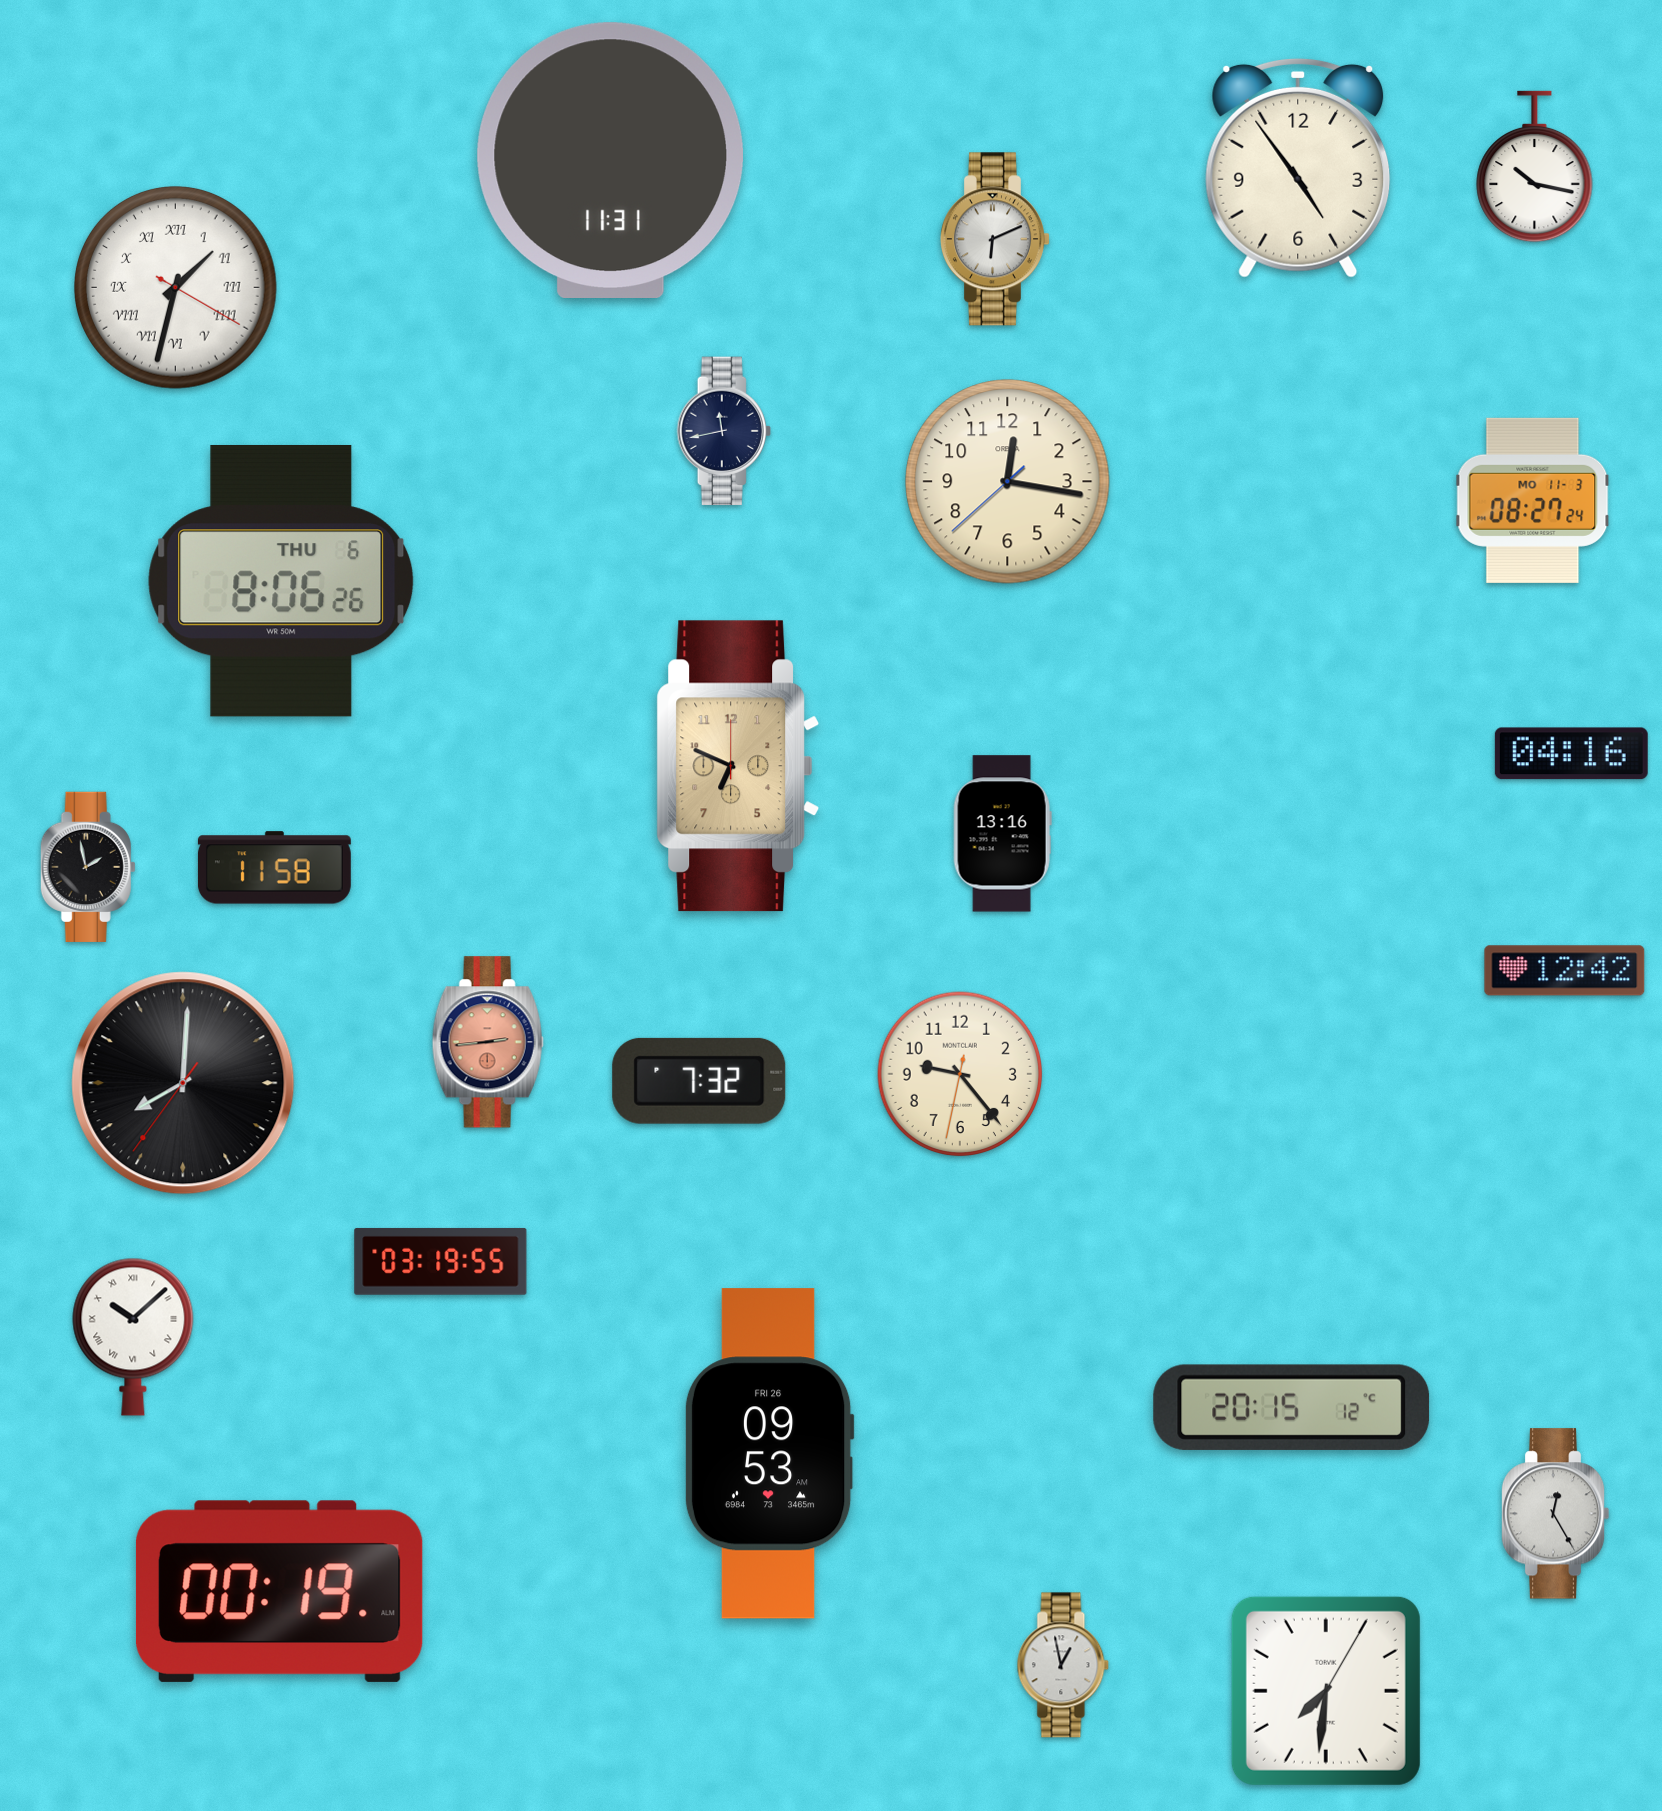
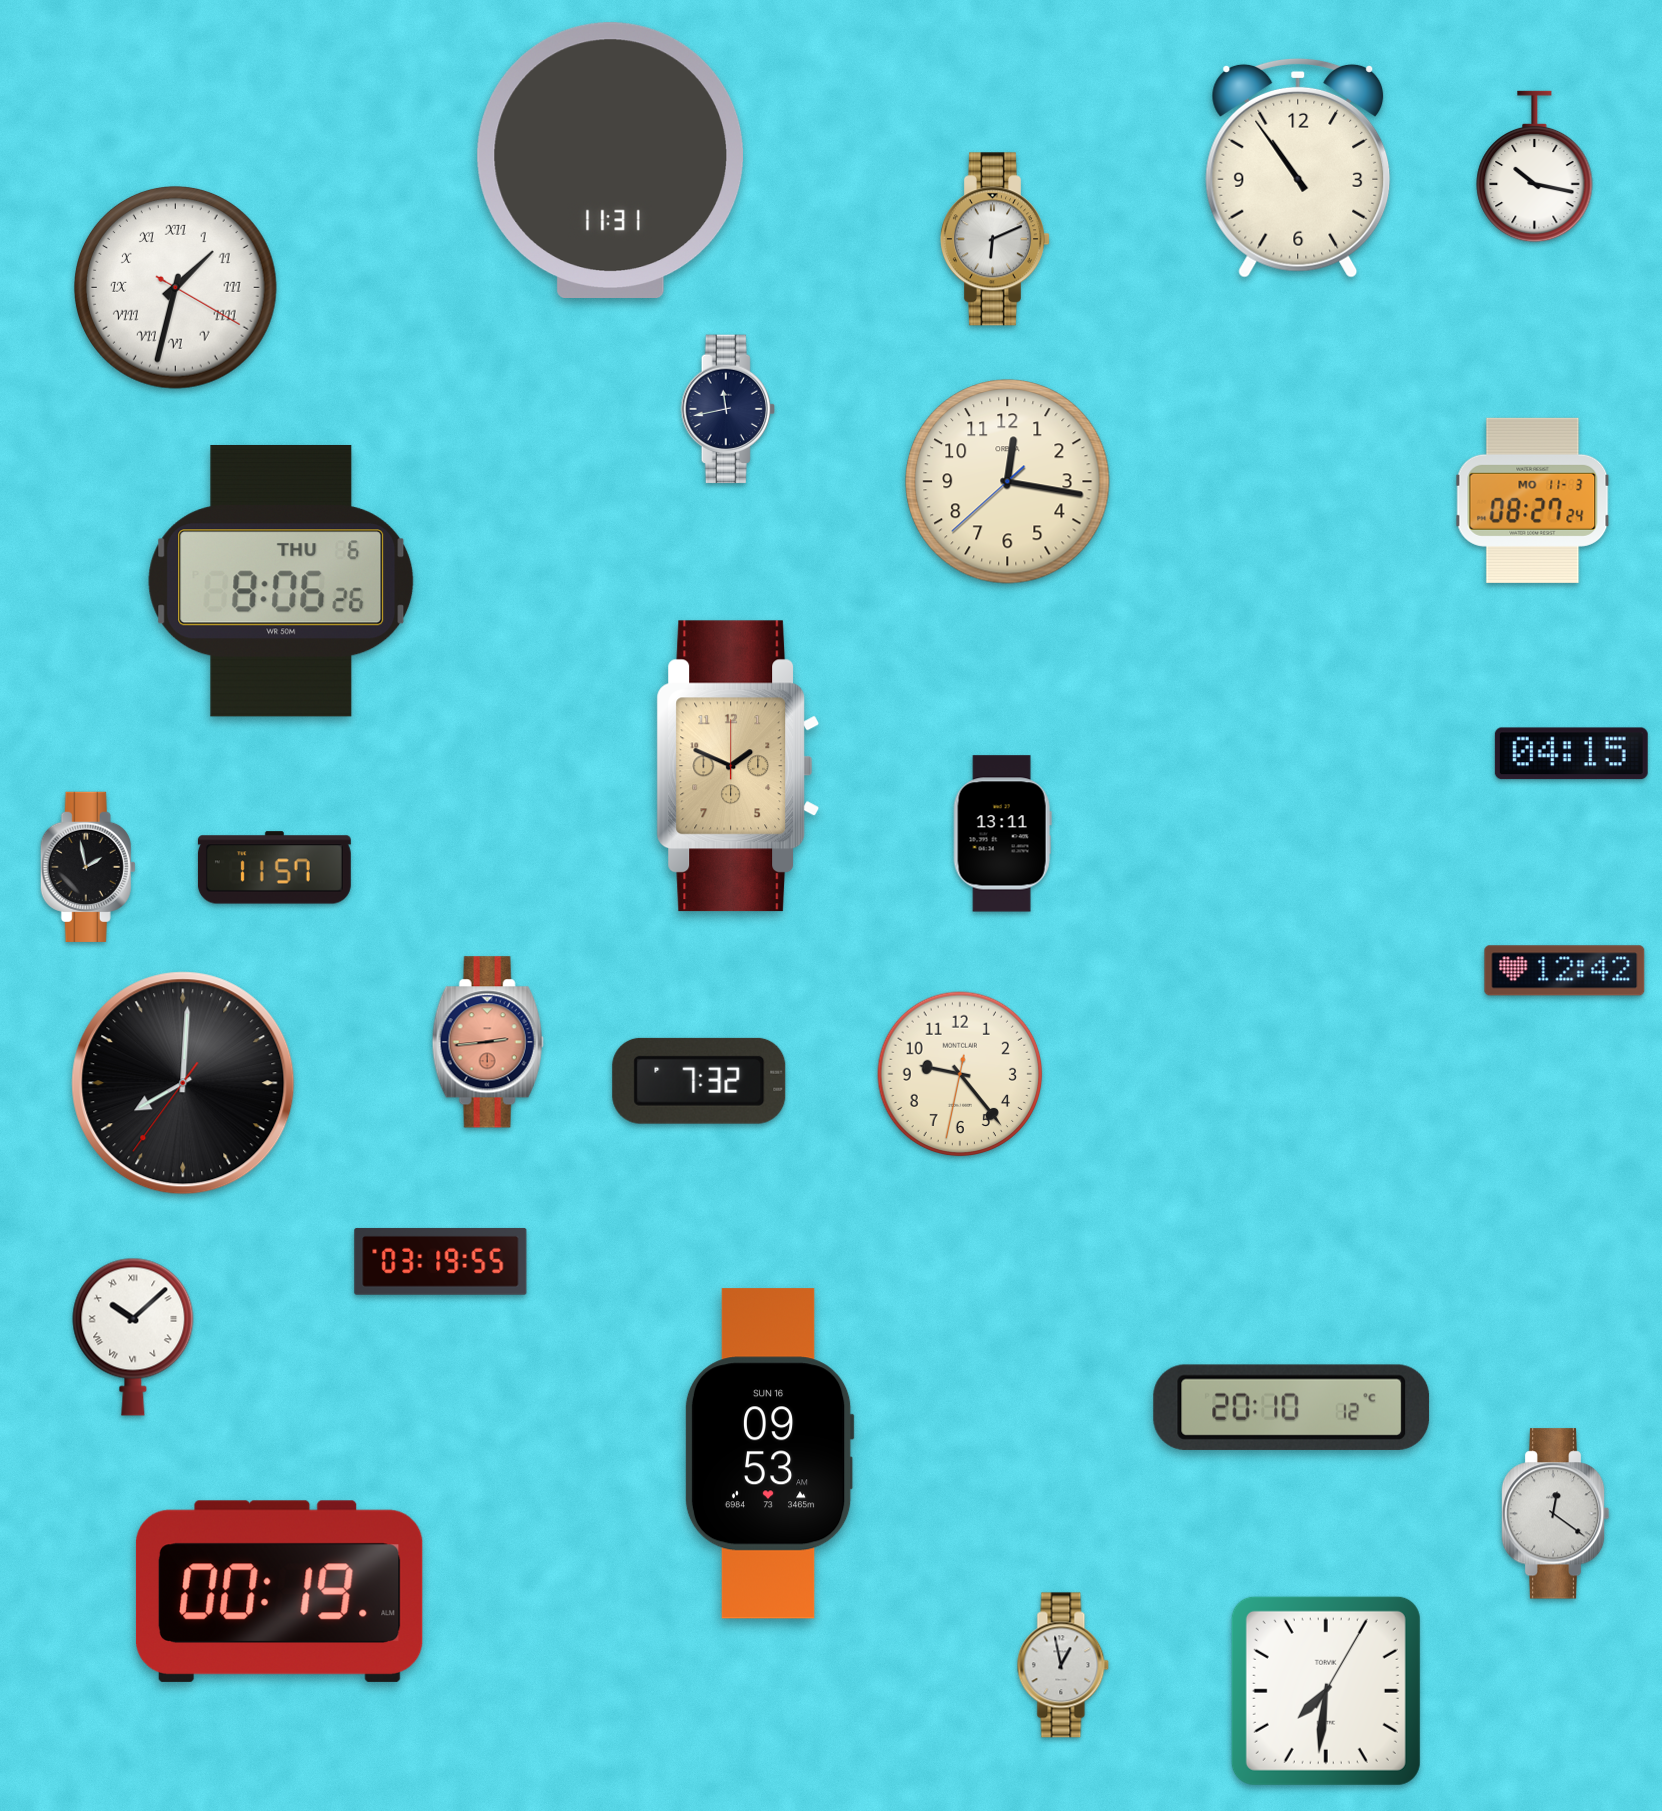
clock at (1298, 168): 4:54 -> 10:54
clock at (724, 431) position: (724, 431) -> (728, 409)
clock at (1571, 754): 04:16 -> 04:15
clock at (738, 766): 6:49 -> 1:49
clock at (1002, 834): 13:16 -> 13:11
clock at (274, 868): 11:58 -> 11:57
clock at (1292, 1407): 20:15 -> 20:10
clock at (769, 1454) date: FRI 26 -> SUN 16
clock at (1555, 1514): 12:25 -> 12:21
